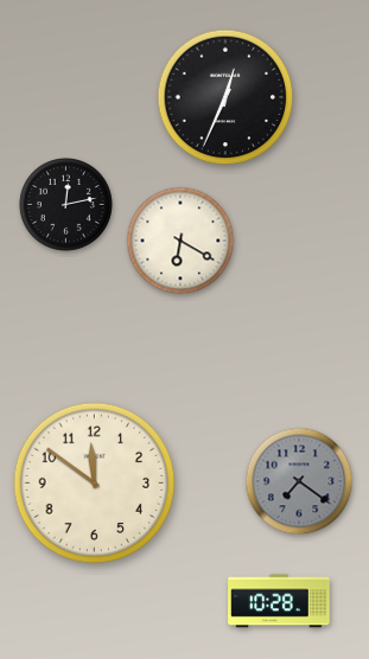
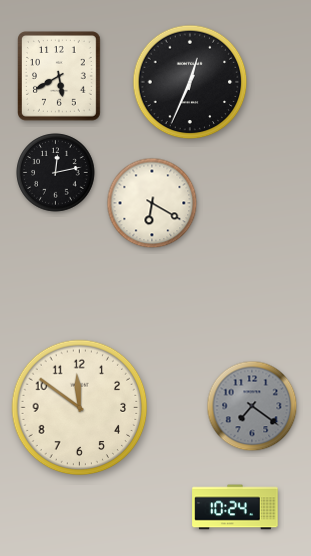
clock at (60, 77): none -> 5:40
clock at (279, 601): 10:28 -> 10:24
